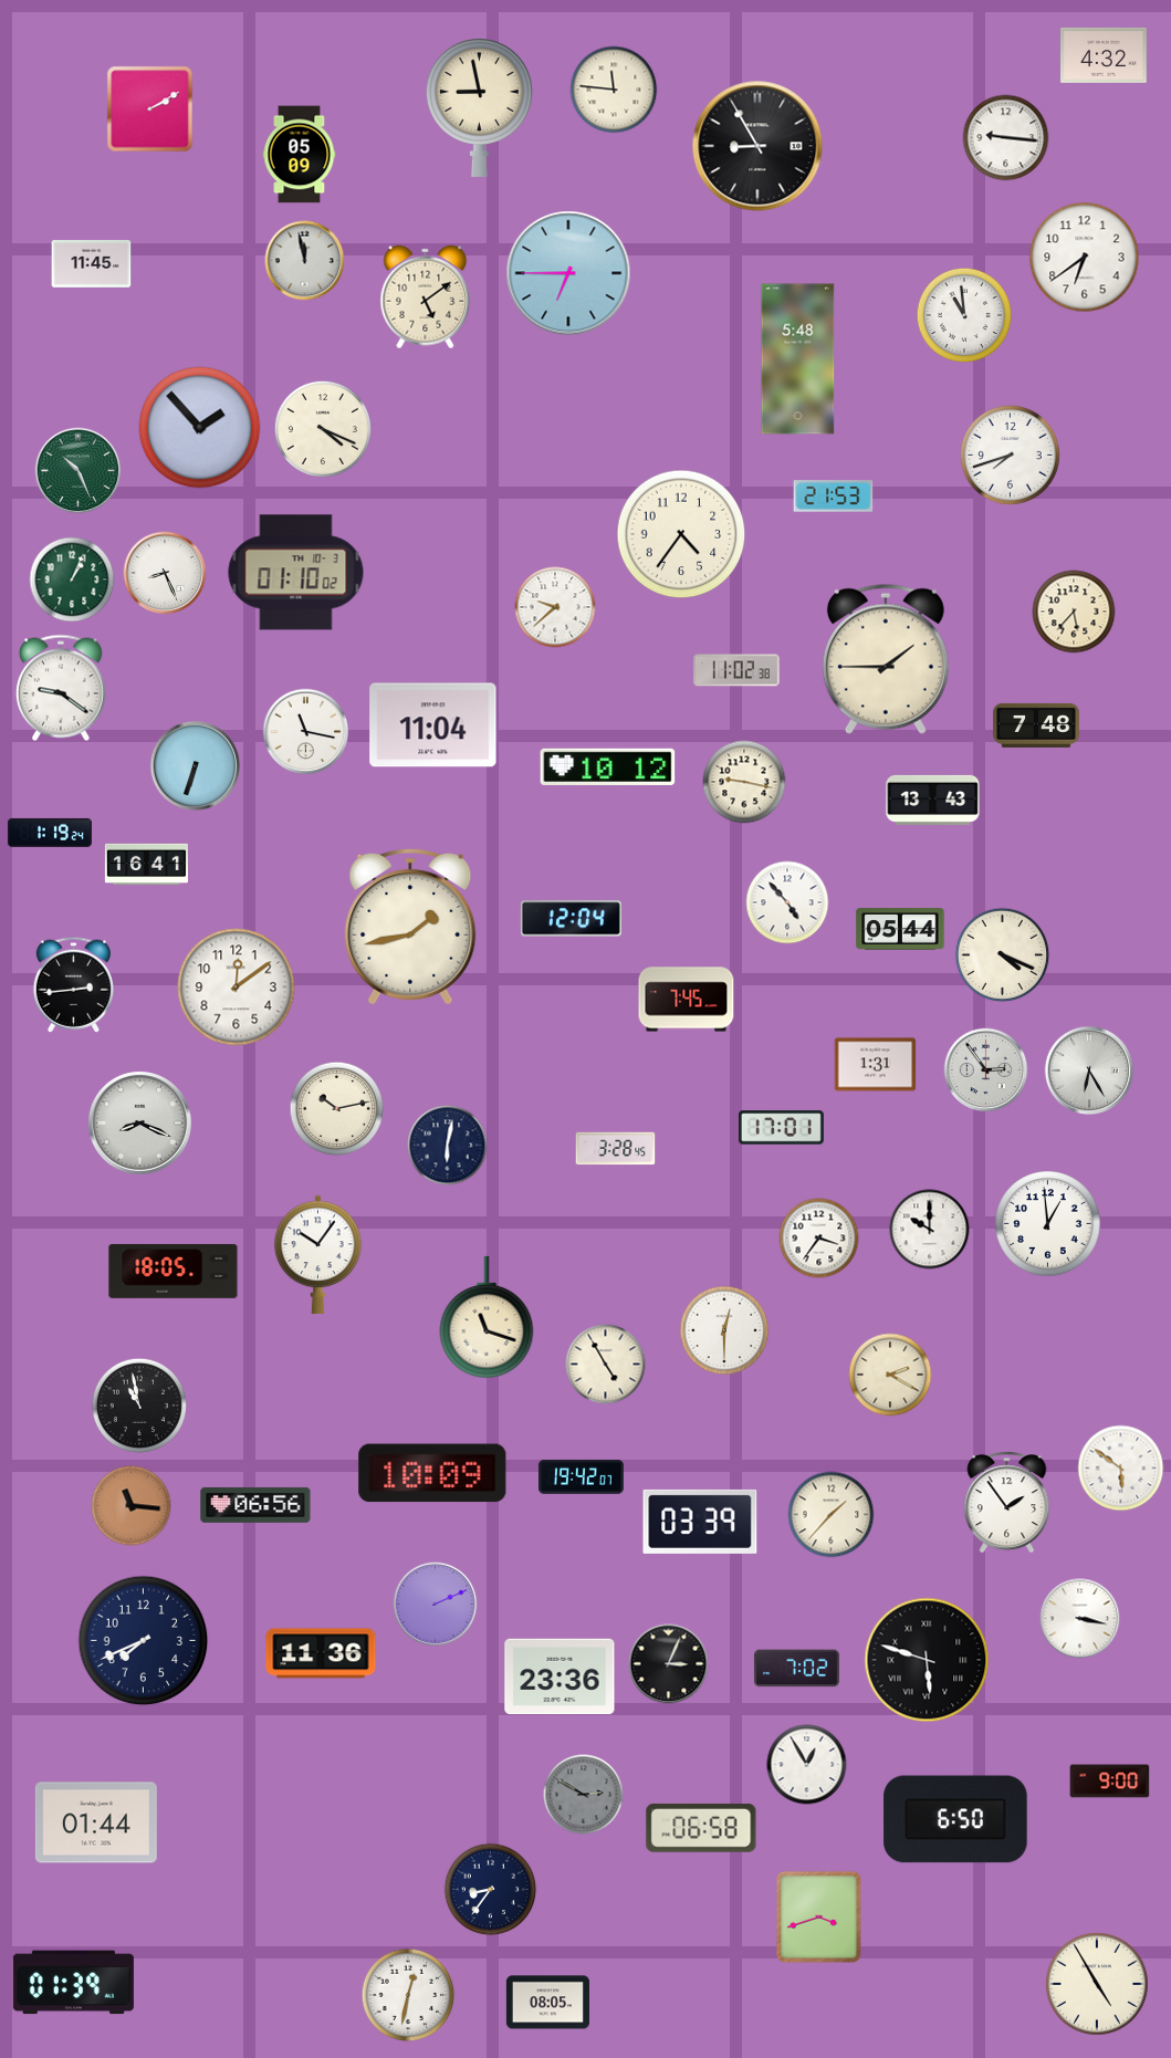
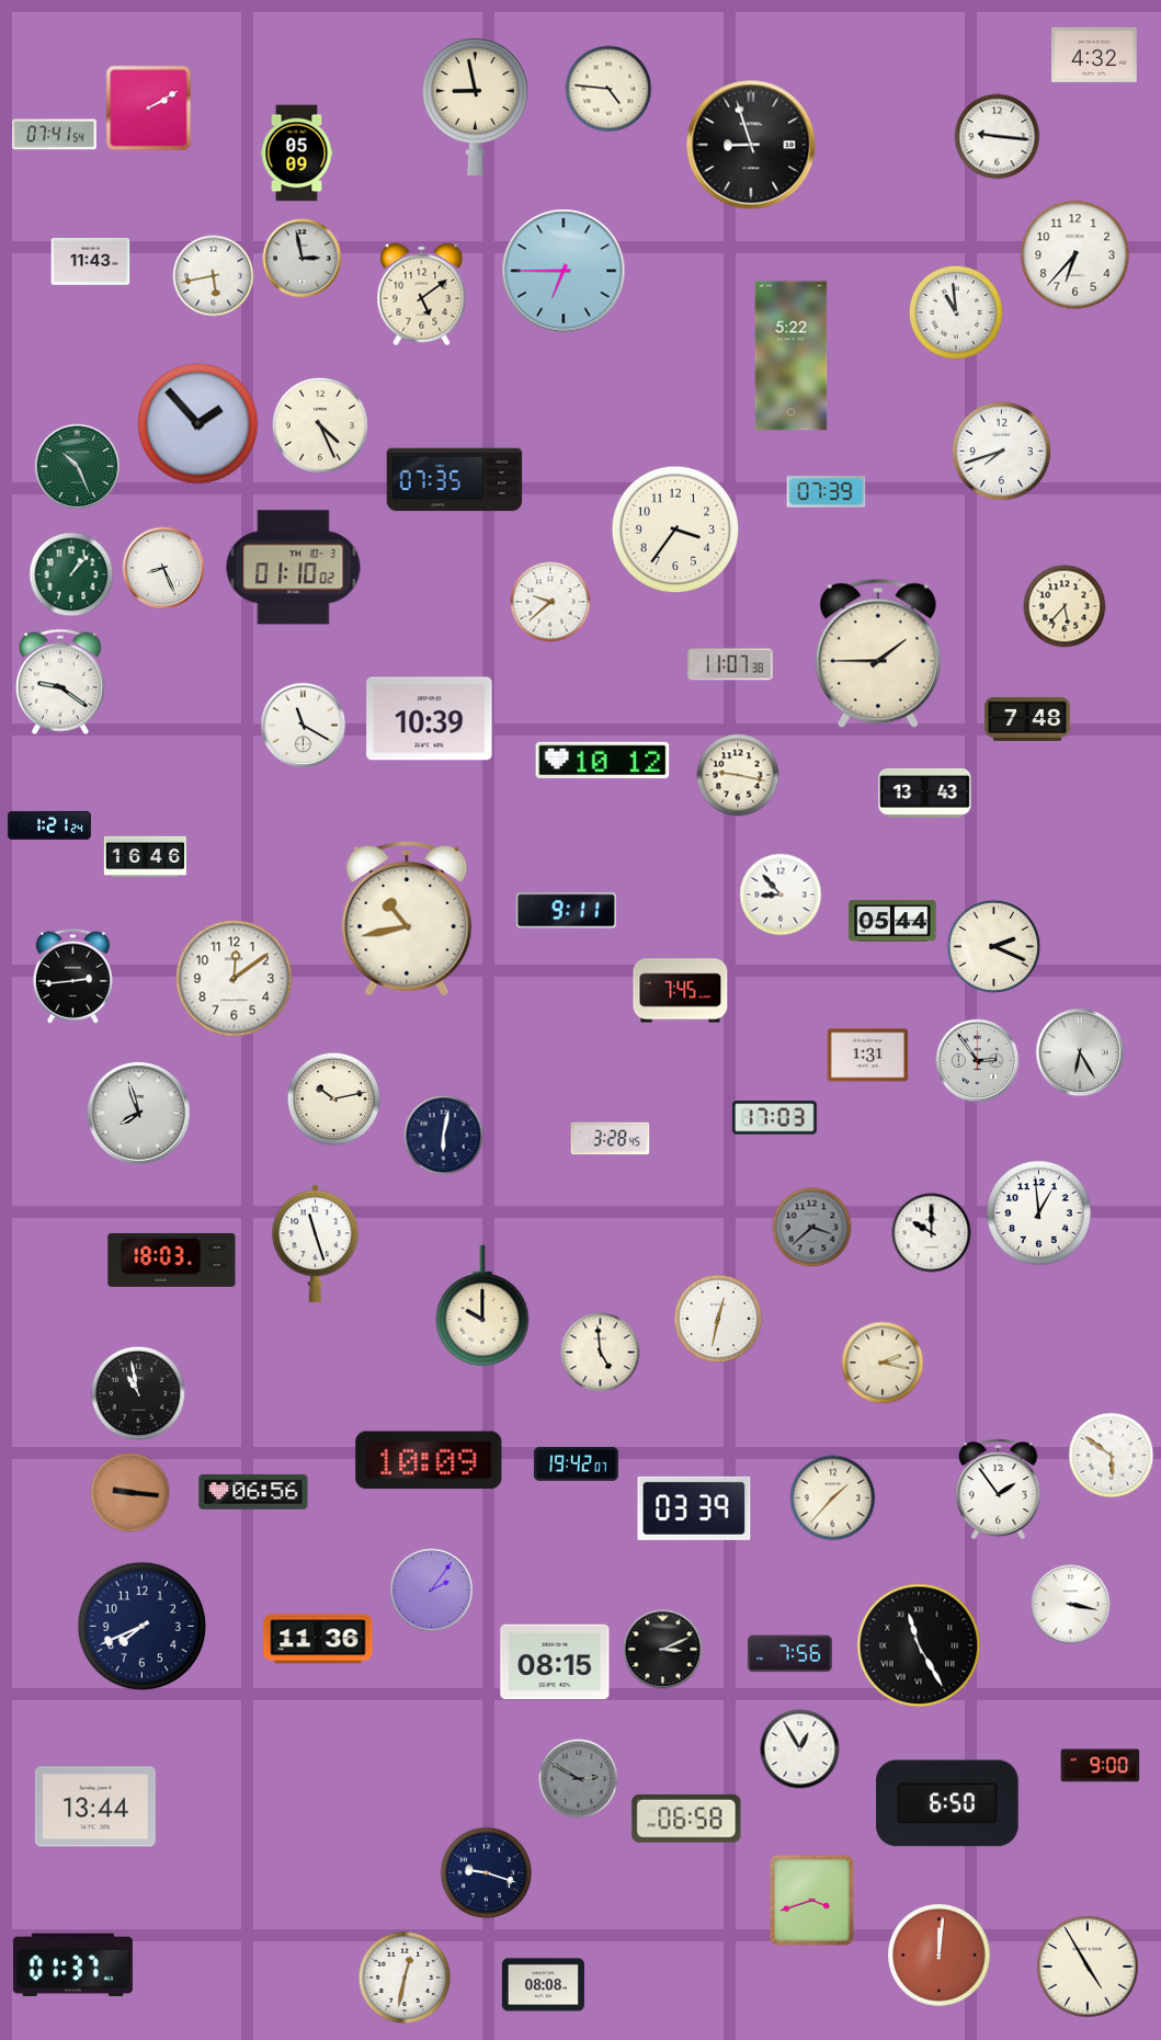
clock at (614, 90): 11:46 -> 4:46
clock at (55, 135): none -> 07:41
clock at (757, 146): 8:55 -> 8:57
clock at (1085, 258): 6:39 -> 6:37
clock at (305, 261): 11:58 -> 2:58
clock at (92, 264): 11:45 -> 11:43
clock at (214, 276): none -> 5:43
clock at (798, 359): 5:48 -> 5:22
clock at (323, 429): 4:19 -> 4:26
clock at (455, 480): none -> 07:35
clock at (834, 497): 21:53 -> 07:39
clock at (681, 534): 4:36 -> 3:36
clock at (72, 579): 1:04 -> 1:07
clock at (738, 670): 11:02 -> 11:07
clock at (433, 725): 11:04 -> 10:39
clock at (306, 732): 11:17 -> 11:20
clock at (196, 766): 6:33 -> none
clock at (50, 833): 1:19 -> 1:21
clock at (146, 865): 16:41 -> 16:46
clock at (787, 902): 4:53 -> 8:53
clock at (571, 919): 12:04 -> 9:11
clock at (410, 927): 1:43 -> 10:43
clock at (1003, 955): 4:19 -> 2:19
clock at (1089, 1070) position: (1089, 1070) -> (1080, 1052)
clock at (139, 1122): 8:19 -> 7:57
clock at (781, 1128): 17:01 -> 17:03
clock at (930, 1230) position: (930, 1230) -> (932, 1233)
clock at (819, 1239): 3:36 -> 3:38
clock at (819, 1239) dial: white -> grey
clock at (318, 1254): 10:06 -> 11:27
clock at (174, 1271): 18:05 -> 18:03
clock at (487, 1317): 11:18 -> 10:00
clock at (724, 1330): 12:30 -> 12:32
clock at (606, 1365): 4:55 -> 4:59
clock at (890, 1375): 2:20 -> 2:17
clock at (132, 1506): 11:16 -> 9:16
clock at (832, 1515) position: (832, 1515) -> (833, 1498)
clock at (436, 1605): 2:11 -> 2:06
clock at (927, 1660): 5:48 -> 11:25
clock at (669, 1664): 3:04 -> 3:11
clock at (796, 1669): 7:02 -> 7:56
clock at (560, 1676): 23:36 -> 08:15
clock at (96, 1822): 01:44 -> 13:44
clock at (701, 1828) position: (701, 1828) -> (686, 1819)
clock at (491, 1890): 8:36 -> 9:18
clock at (940, 1956): none -> 12:01
clock at (73, 1983): 01:39 -> 01:37
clock at (547, 2003): 08:05 -> 08:08
